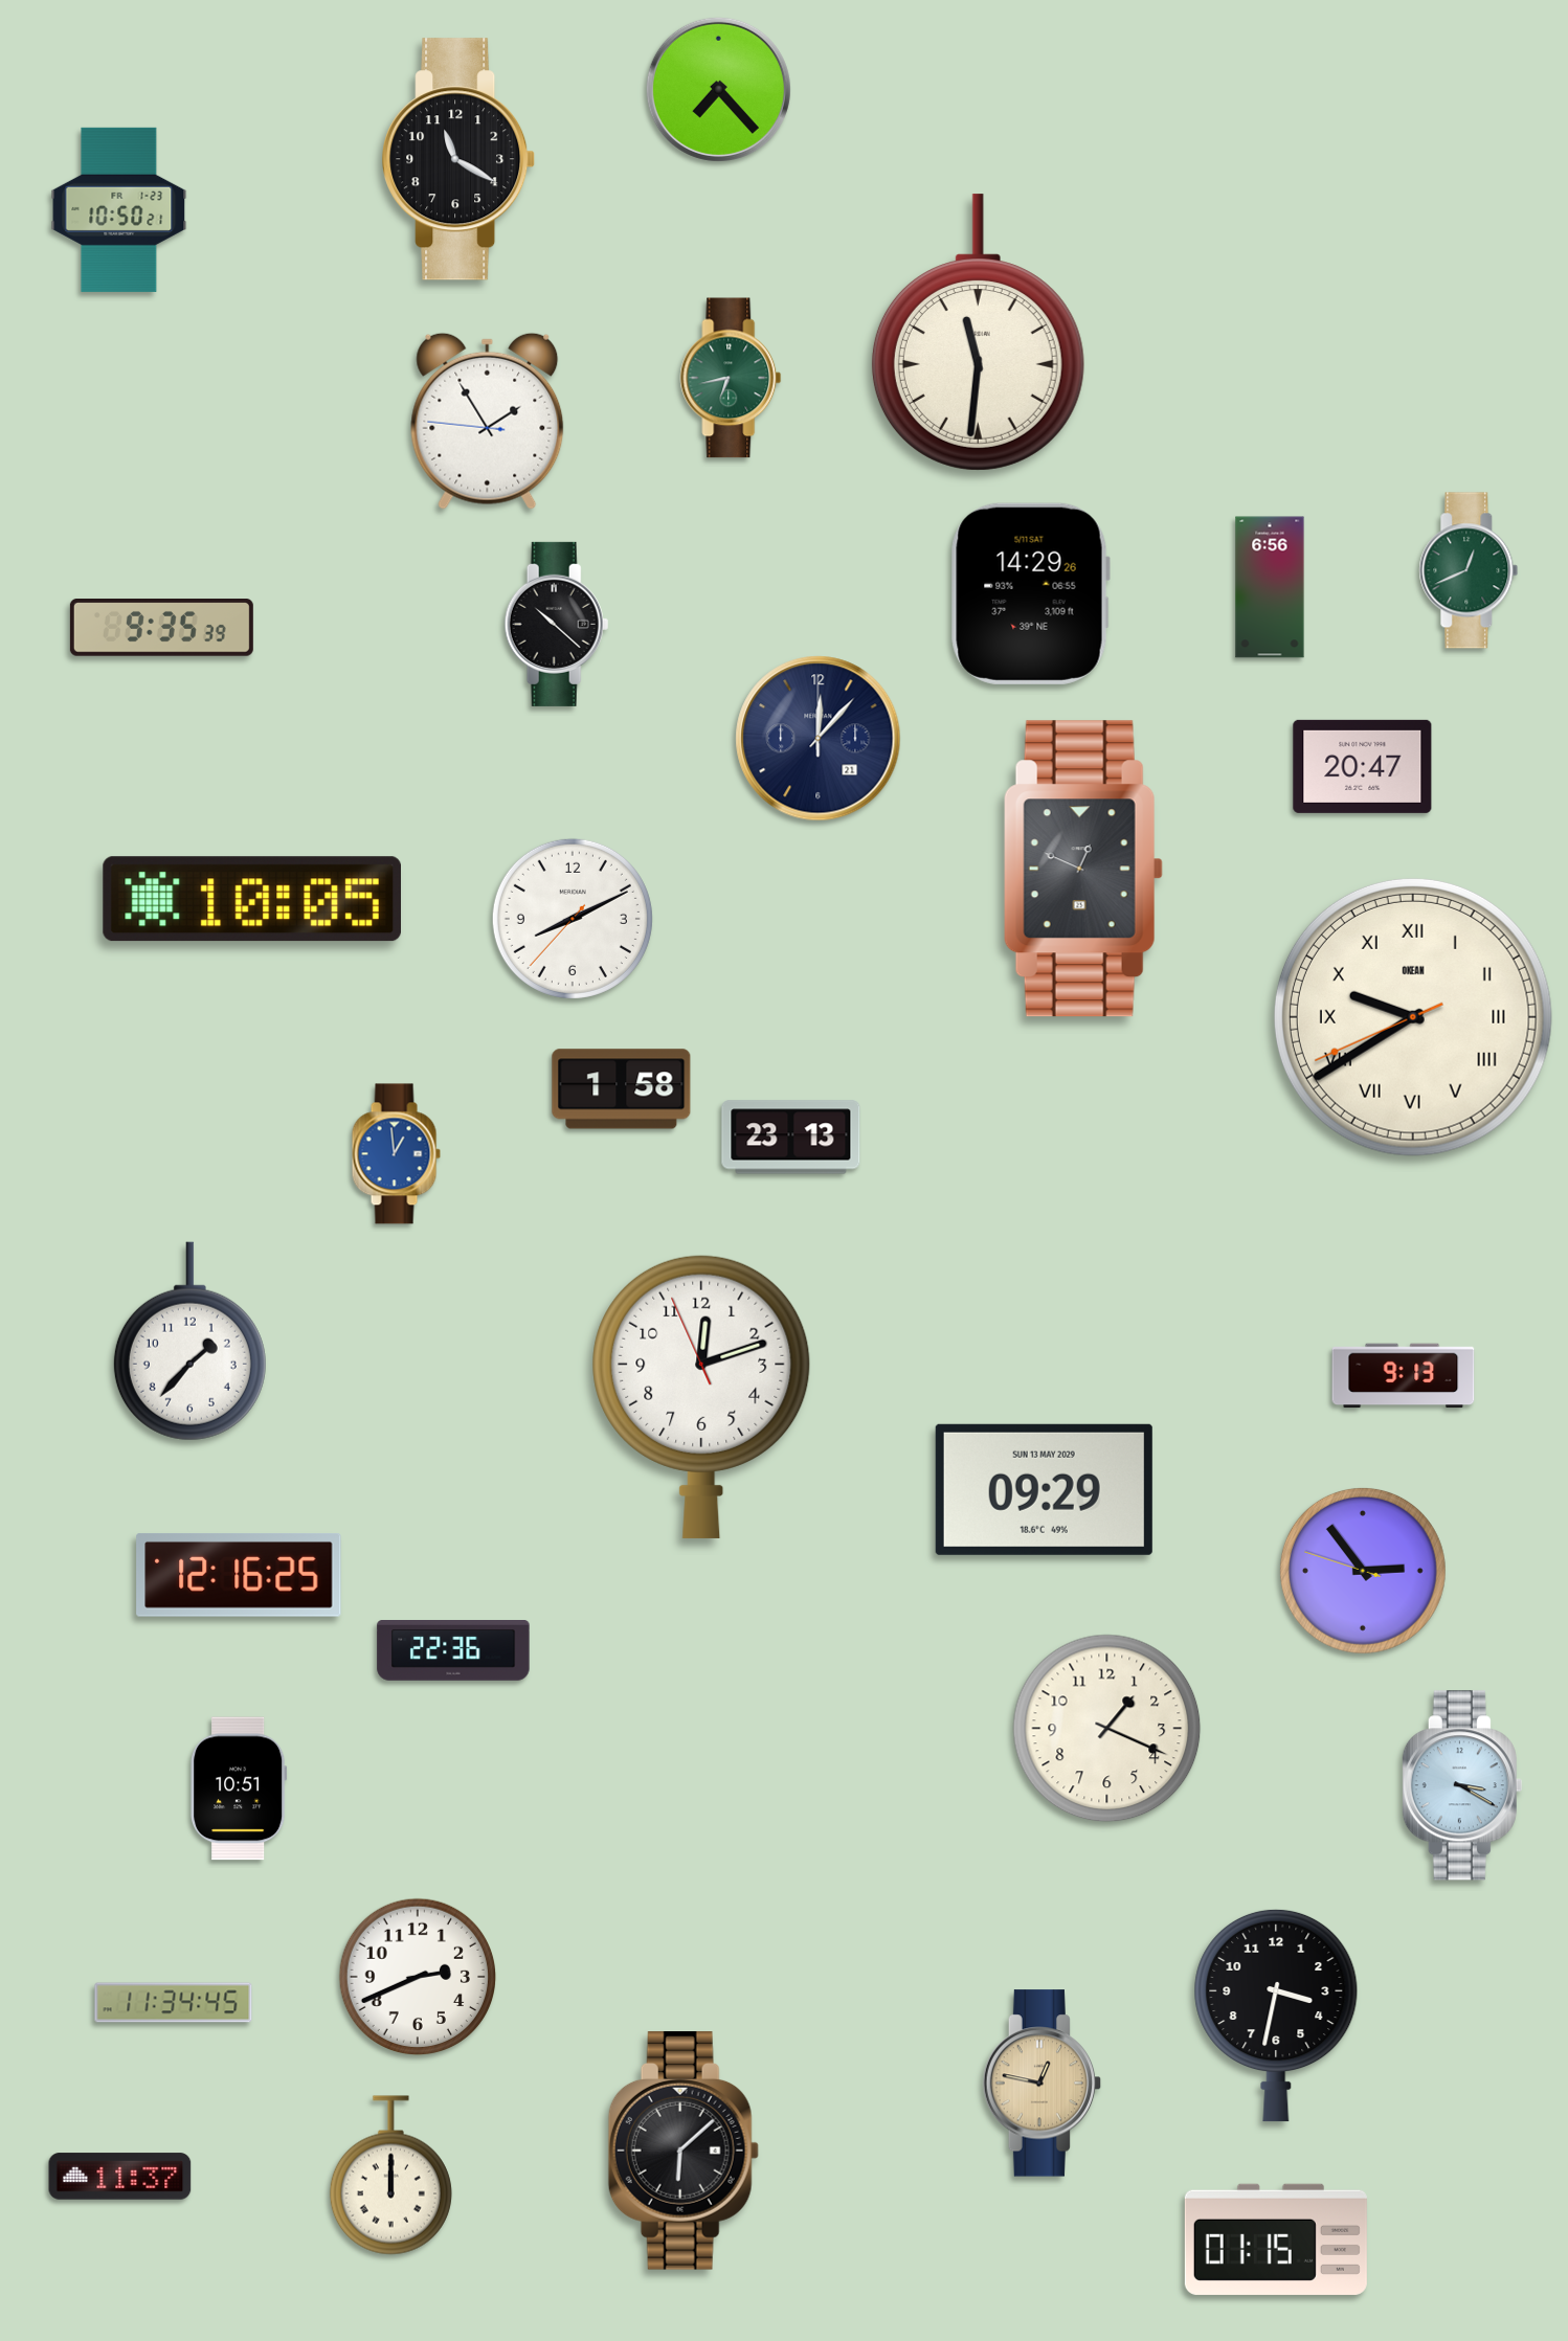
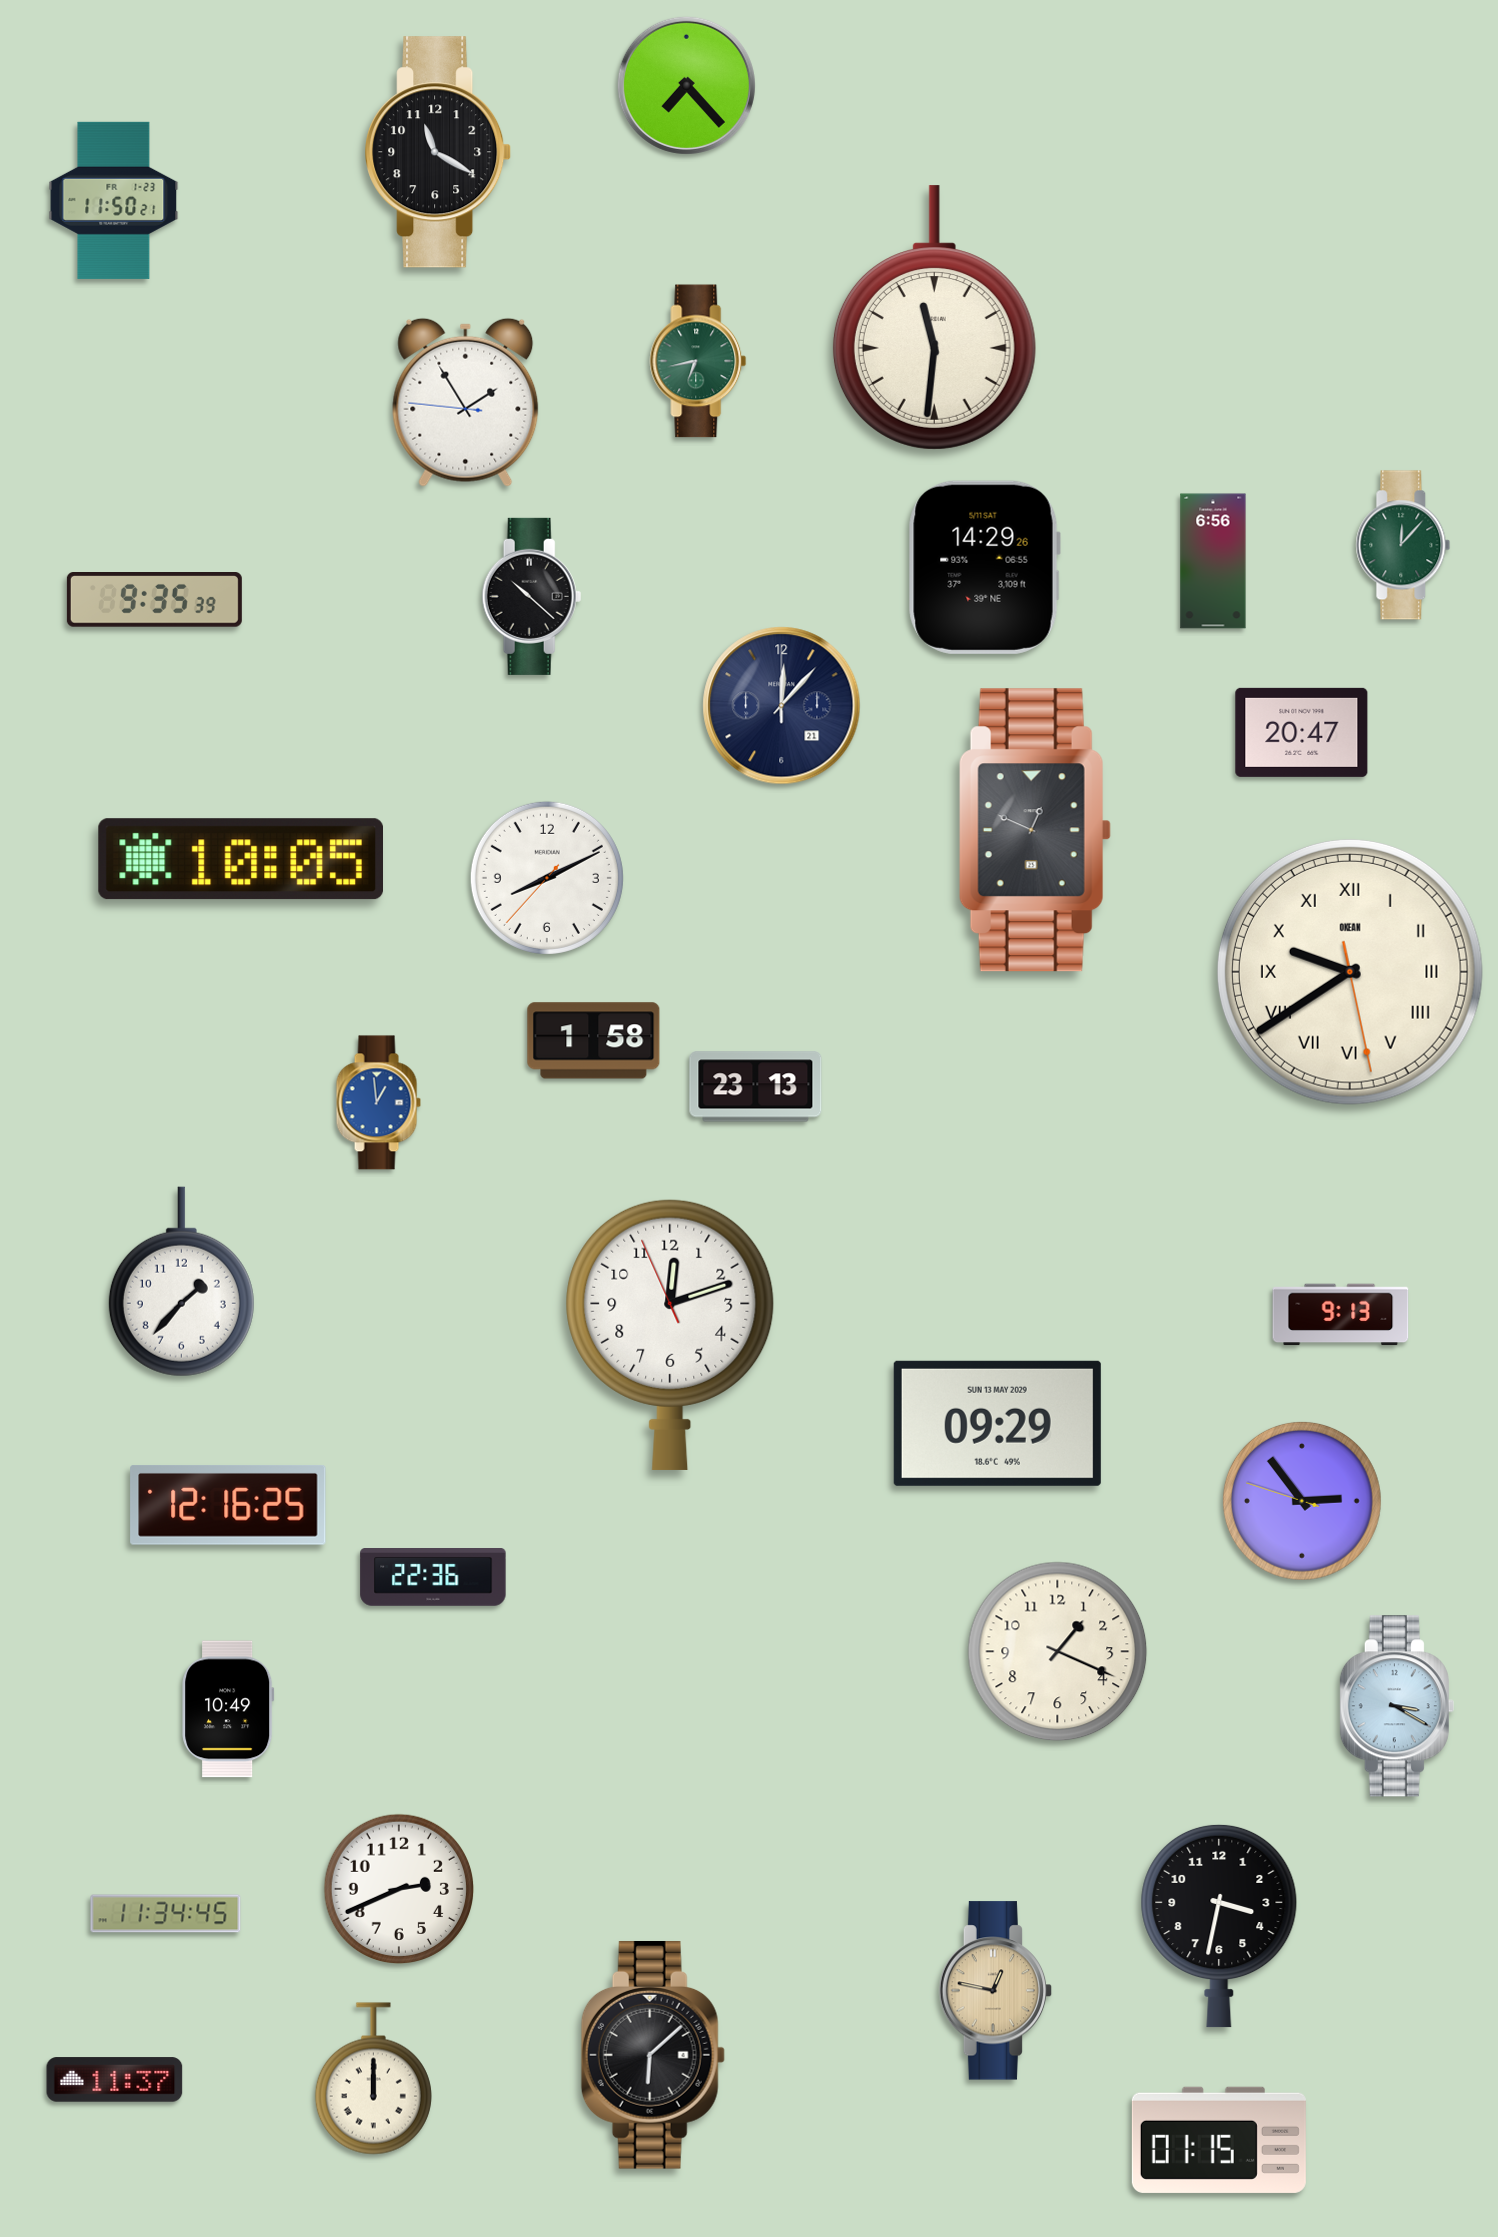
clock at (119, 209): 10:50 -> 11:50
clock at (1469, 570): 12:41 -> 12:07
clock at (1413, 1017): 9:39:41 -> 9:39:28
clock at (239, 1788): 10:51 -> 10:49
